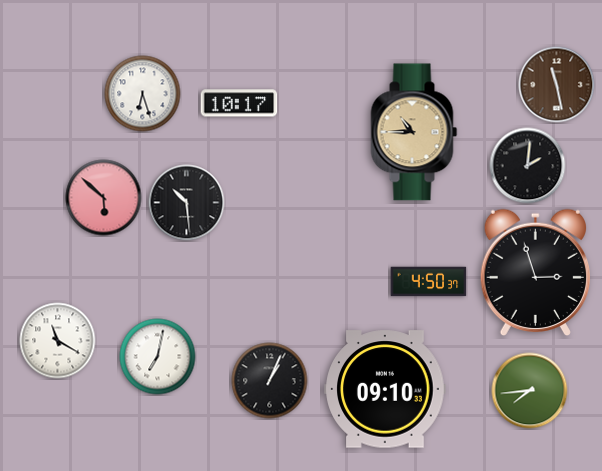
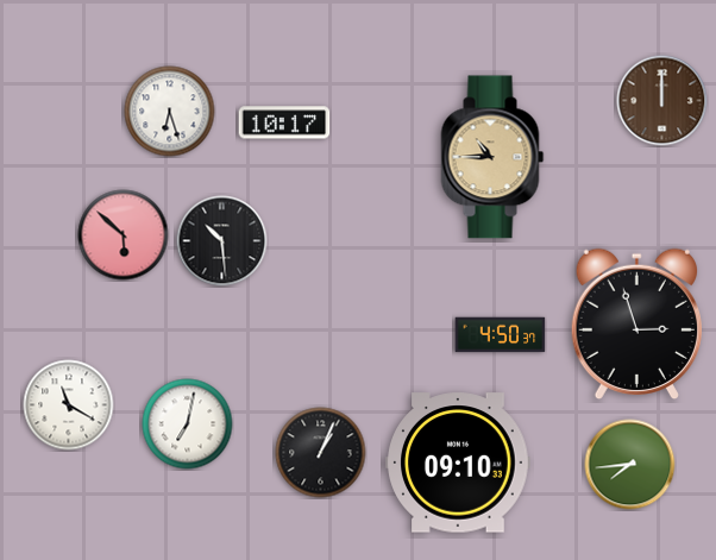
clock at (557, 85): 11:28 -> 12:00
clock at (528, 166): 2:01 -> none
clock at (429, 282) position: (429, 282) -> (501, 335)
